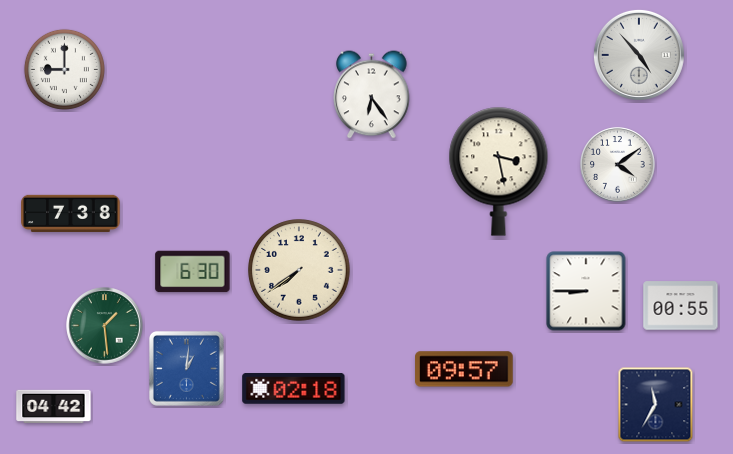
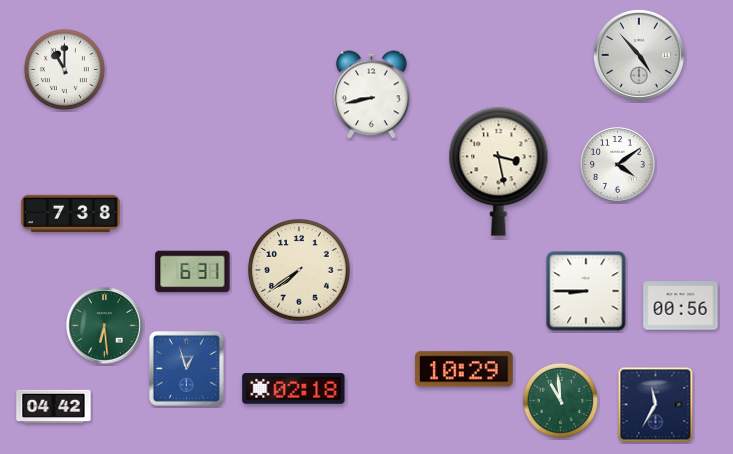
clock at (64, 69): 9:00 -> 11:00
clock at (372, 95): 6:24 -> 8:43
clock at (193, 272): 6:30 -> 6:31
clock at (681, 306): 00:55 -> 00:56
clock at (105, 326): 1:29 -> 6:29
clock at (186, 368): 1:01 -> 12:57
clock at (464, 369): 09:57 -> 10:29
clock at (560, 400): none -> 10:59
